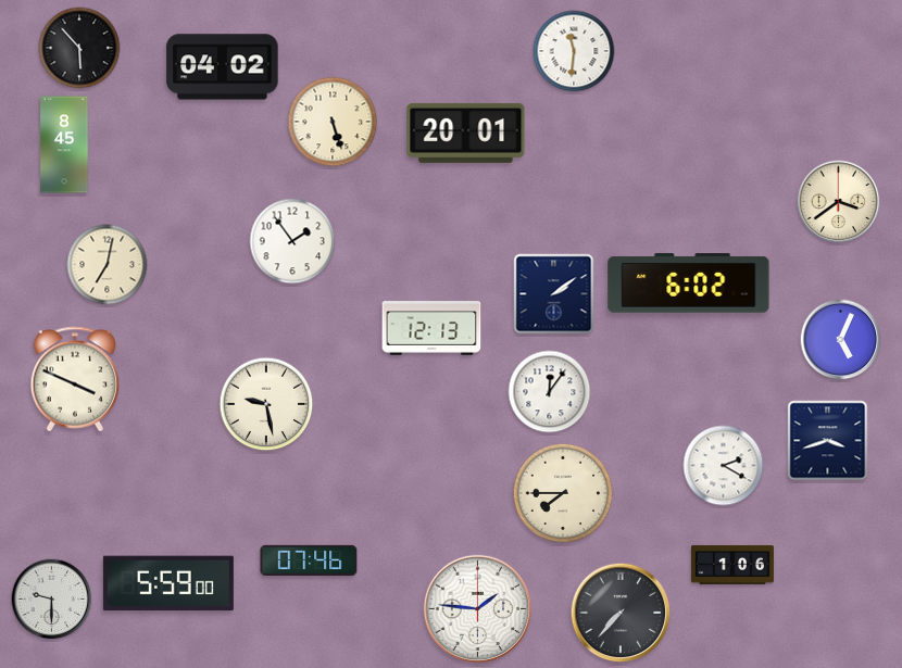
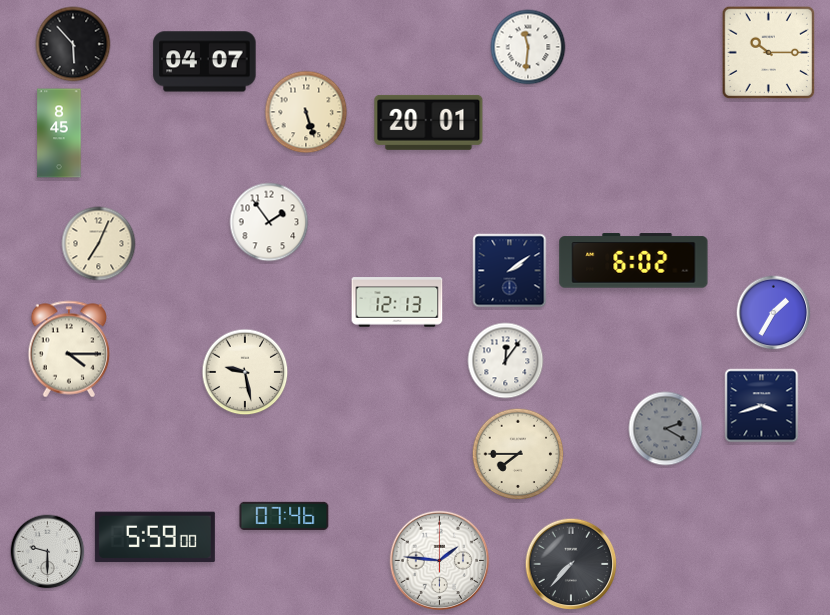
clock at (769, 53): none -> 10:15
clock at (223, 67): 04:02 -> 04:07
clock at (839, 202): 3:39 -> none
clock at (108, 265): 7:02 -> 7:04
clock at (841, 340): 5:04 -> 1:35
clock at (75, 379): 3:49 -> 4:15
clock at (724, 466) dial: white -> grey
clock at (732, 565): 1:06 -> none
